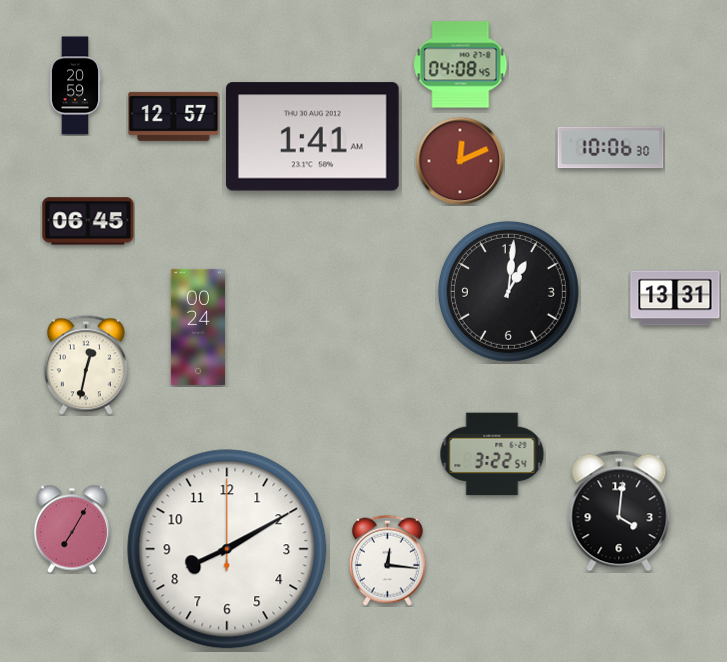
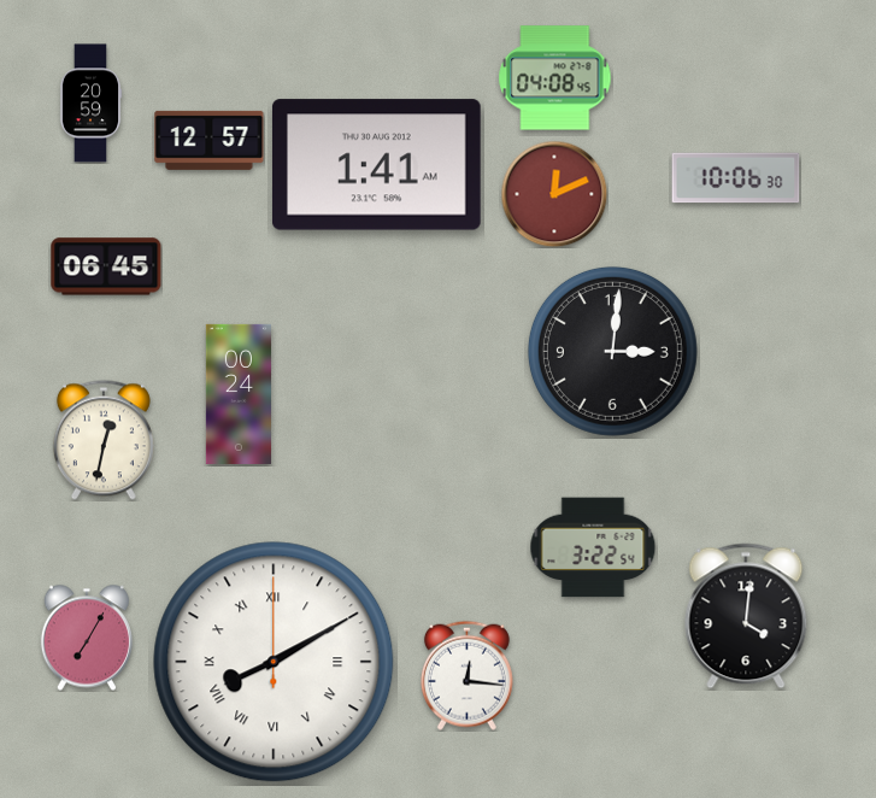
clock at (508, 291): 1:01 -> 3:01
clock at (675, 298): 13:31 -> none
clock at (227, 549) numerals: Arabic -> Roman
